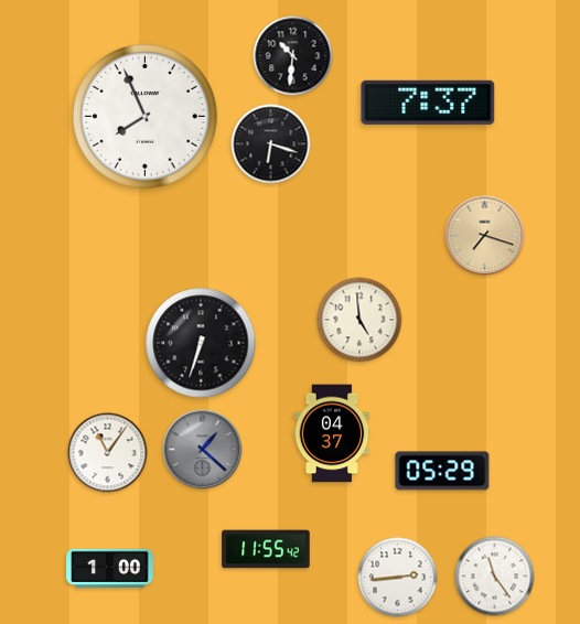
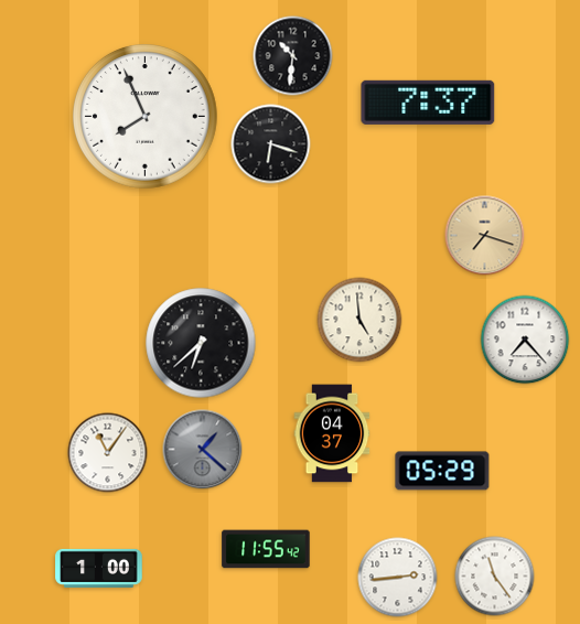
clock at (525, 340): none -> 7:23
clock at (201, 343): 6:33 -> 6:38
clock at (110, 568) position: (110, 568) -> (99, 568)
